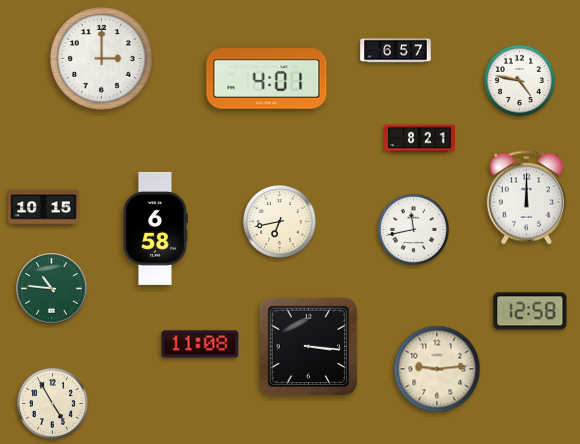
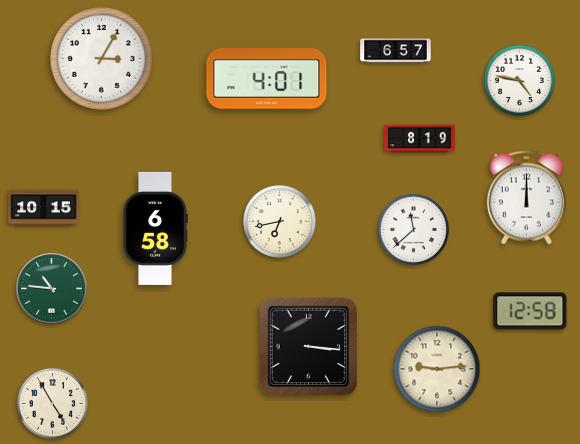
clock at (102, 59): 3:00 -> 3:05
clock at (420, 139): 8:21 -> 8:19
clock at (413, 229): 11:43 -> 11:38
clock at (200, 344): 11:08 -> none
